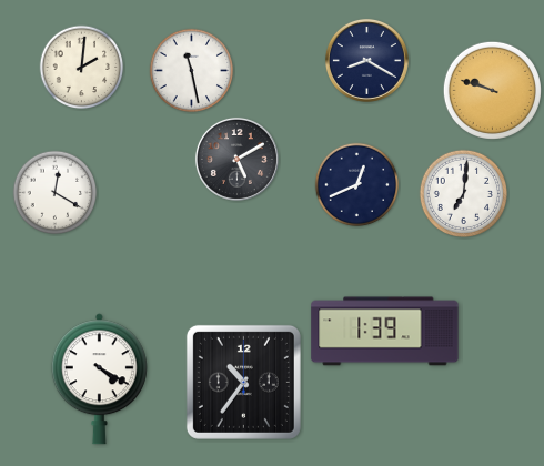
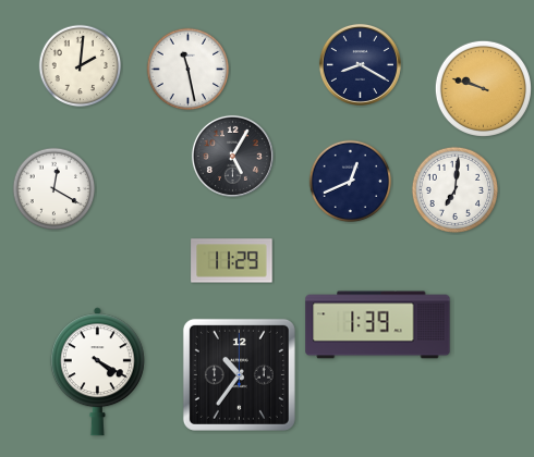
clock at (366, 60) position: (366, 60) -> (360, 64)
clock at (236, 159): 5:10 -> 5:05
clock at (232, 261): none -> 11:29
